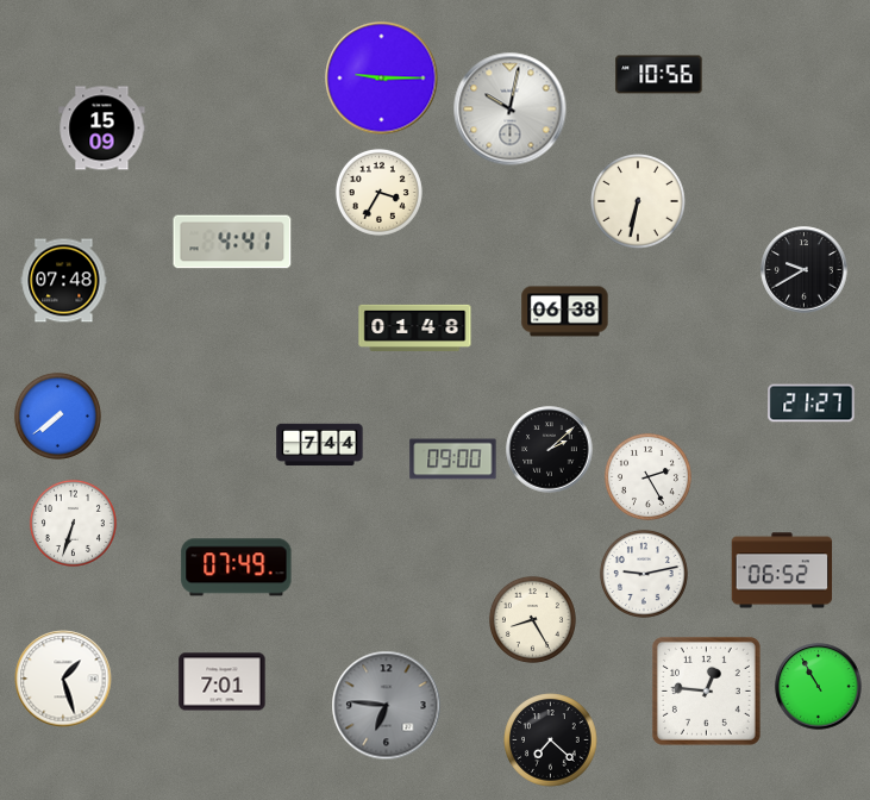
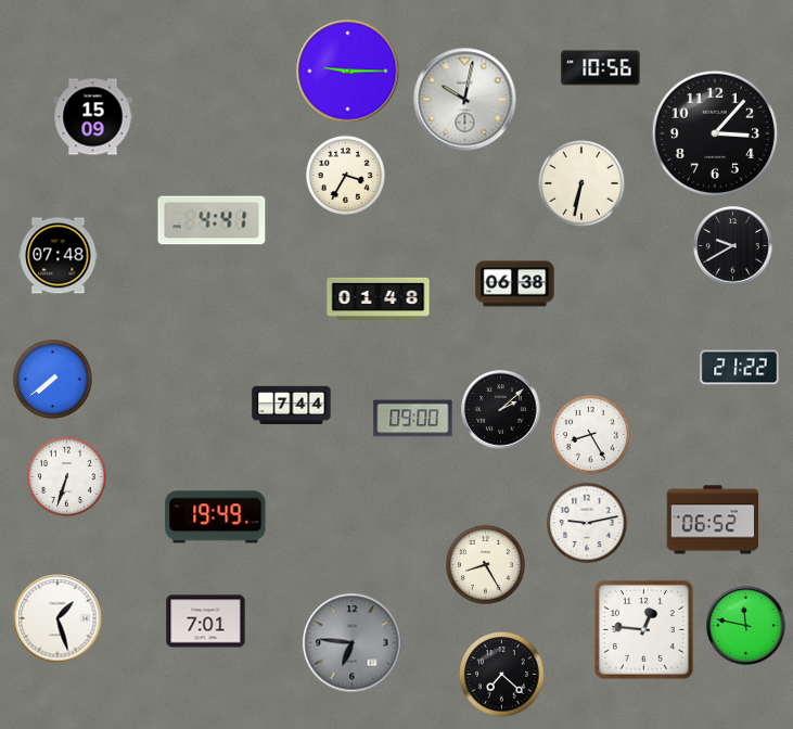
clock at (714, 132): none -> 3:07
clock at (812, 404): 21:27 -> 21:22
clock at (647, 476): 2:25 -> 8:25
clock at (237, 568): 07:49 -> 19:49
clock at (223, 682) position: (223, 682) -> (206, 622)
clock at (819, 687): 10:55 -> 11:47
